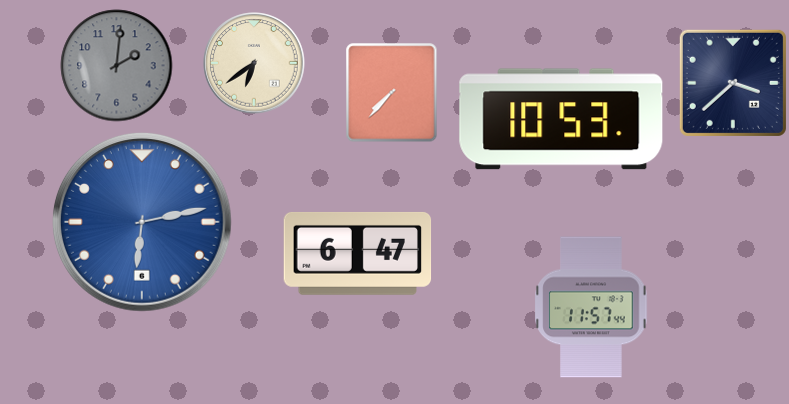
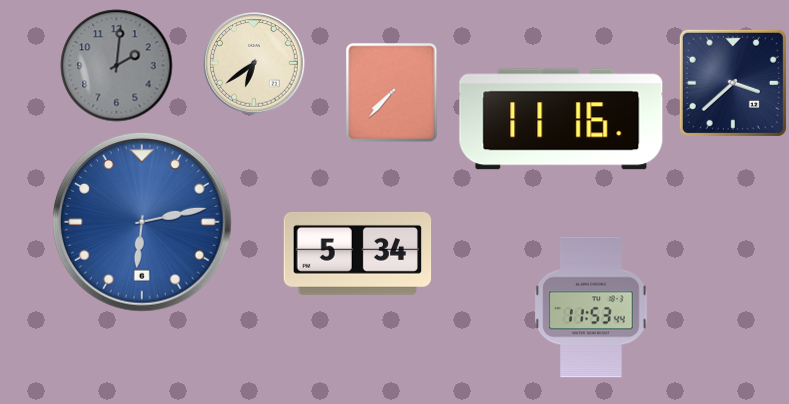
clock at (561, 119): 10:53 -> 11:16
clock at (358, 253): 6:47 -> 5:34
clock at (591, 307): 11:57 -> 11:53
